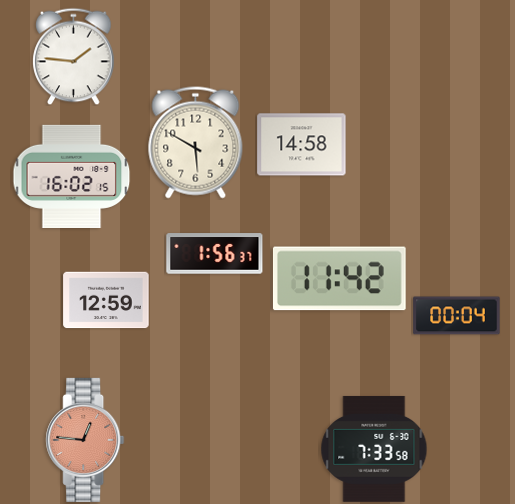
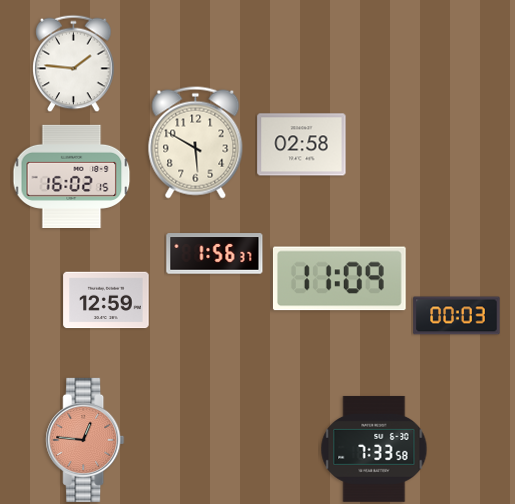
clock at (74, 56) position: (74, 56) -> (74, 63)
clock at (302, 145): 14:58 -> 02:58
clock at (339, 279): 11:42 -> 11:09
clock at (457, 316): 00:04 -> 00:03
